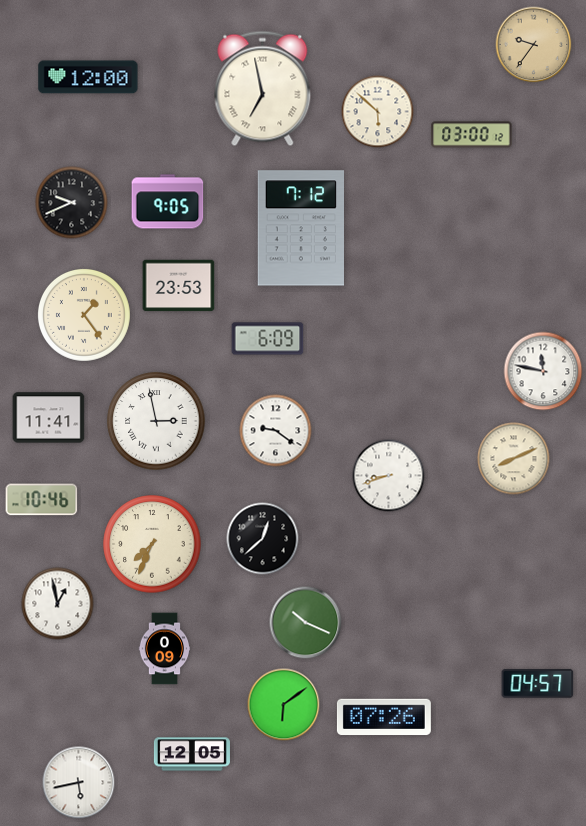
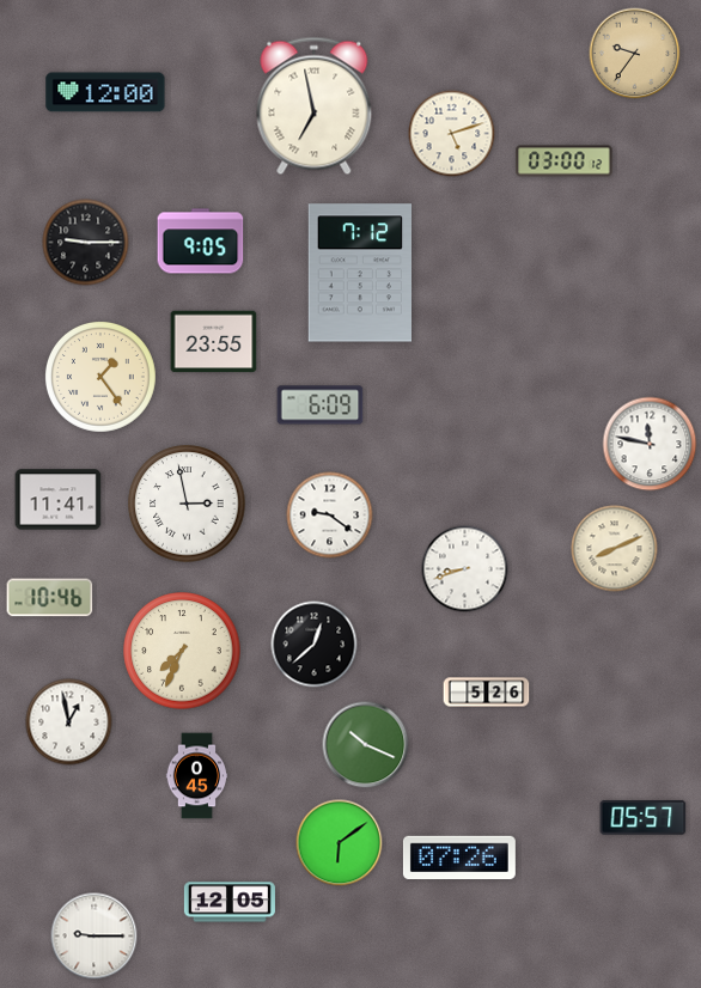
clock at (534, 45) position: (534, 45) -> (635, 54)
clock at (378, 112): 5:52 -> 5:12
clock at (72, 203): 9:41 -> 9:15
clock at (179, 286): 23:53 -> 23:55
clock at (487, 693): none -> 5:26
clock at (165, 649): 0:09 -> 0:45
clock at (538, 684): 04:57 -> 05:57
clock at (79, 783): 5:43 -> 9:15
